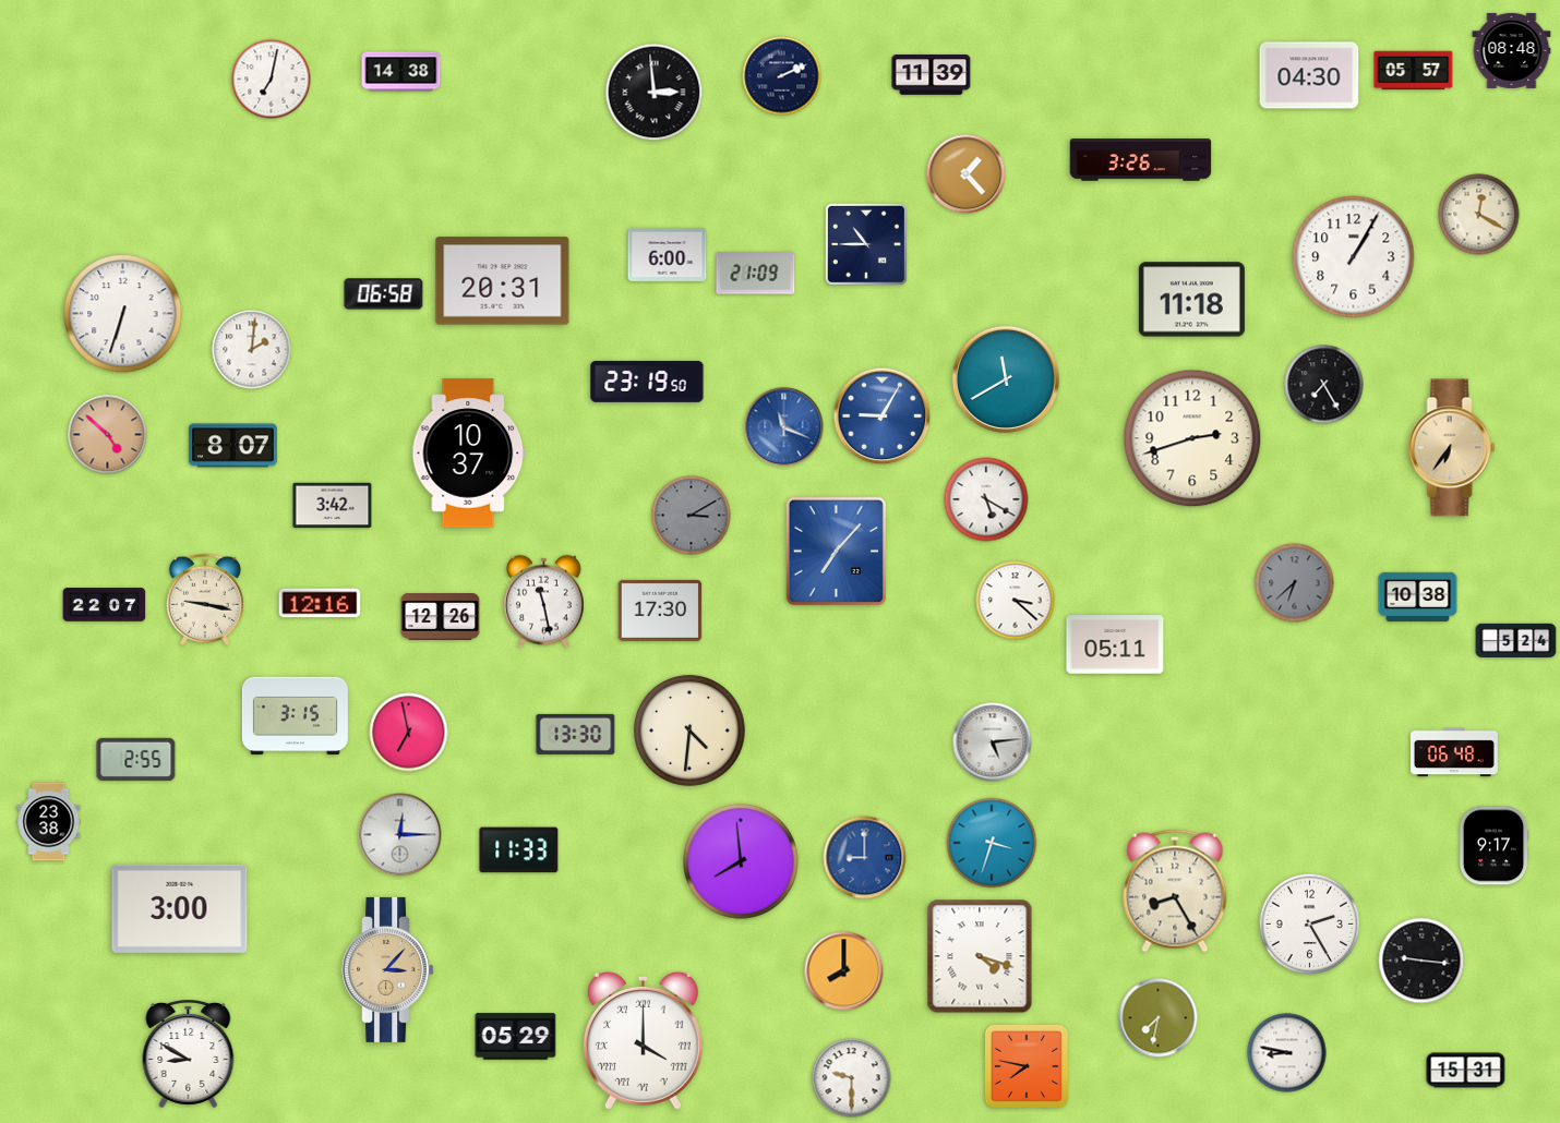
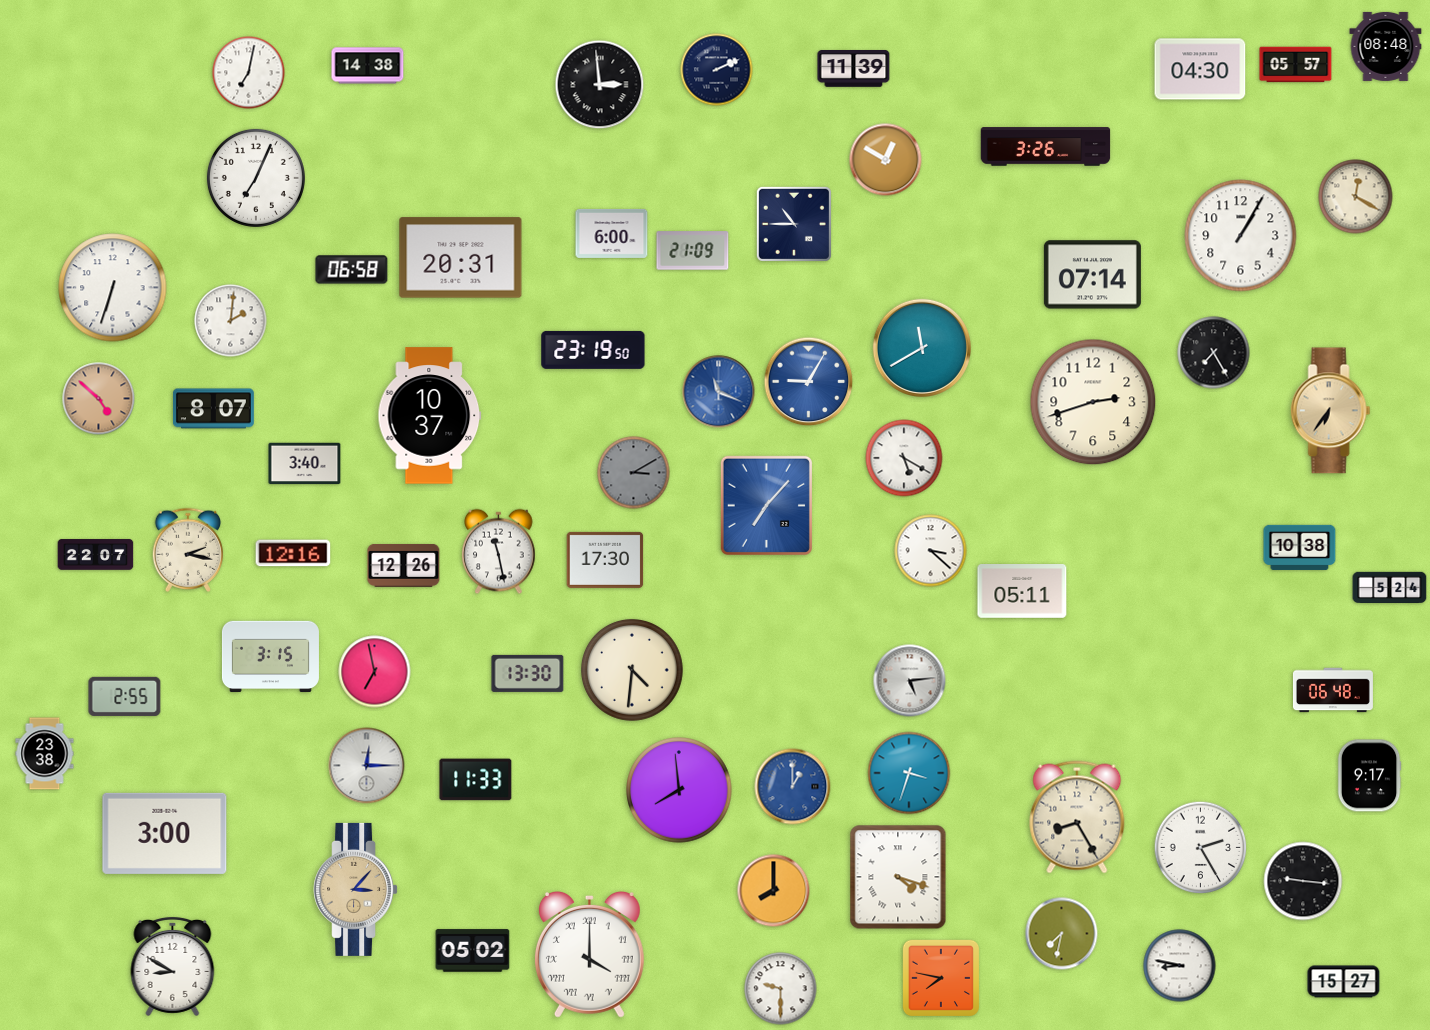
clock at (967, 174): 1:23 -> 12:50
clock at (256, 178): none -> 7:04
clock at (1191, 300): 11:18 -> 07:14
clock at (333, 506): 3:42 -> 3:40
clock at (1295, 583): 6:38 -> none
clock at (205, 600): 9:17 -> 2:17
clock at (865, 858): 9:00 -> 1:00
clock at (516, 1037): 05:29 -> 05:02
clock at (1466, 1071): 15:31 -> 15:27
